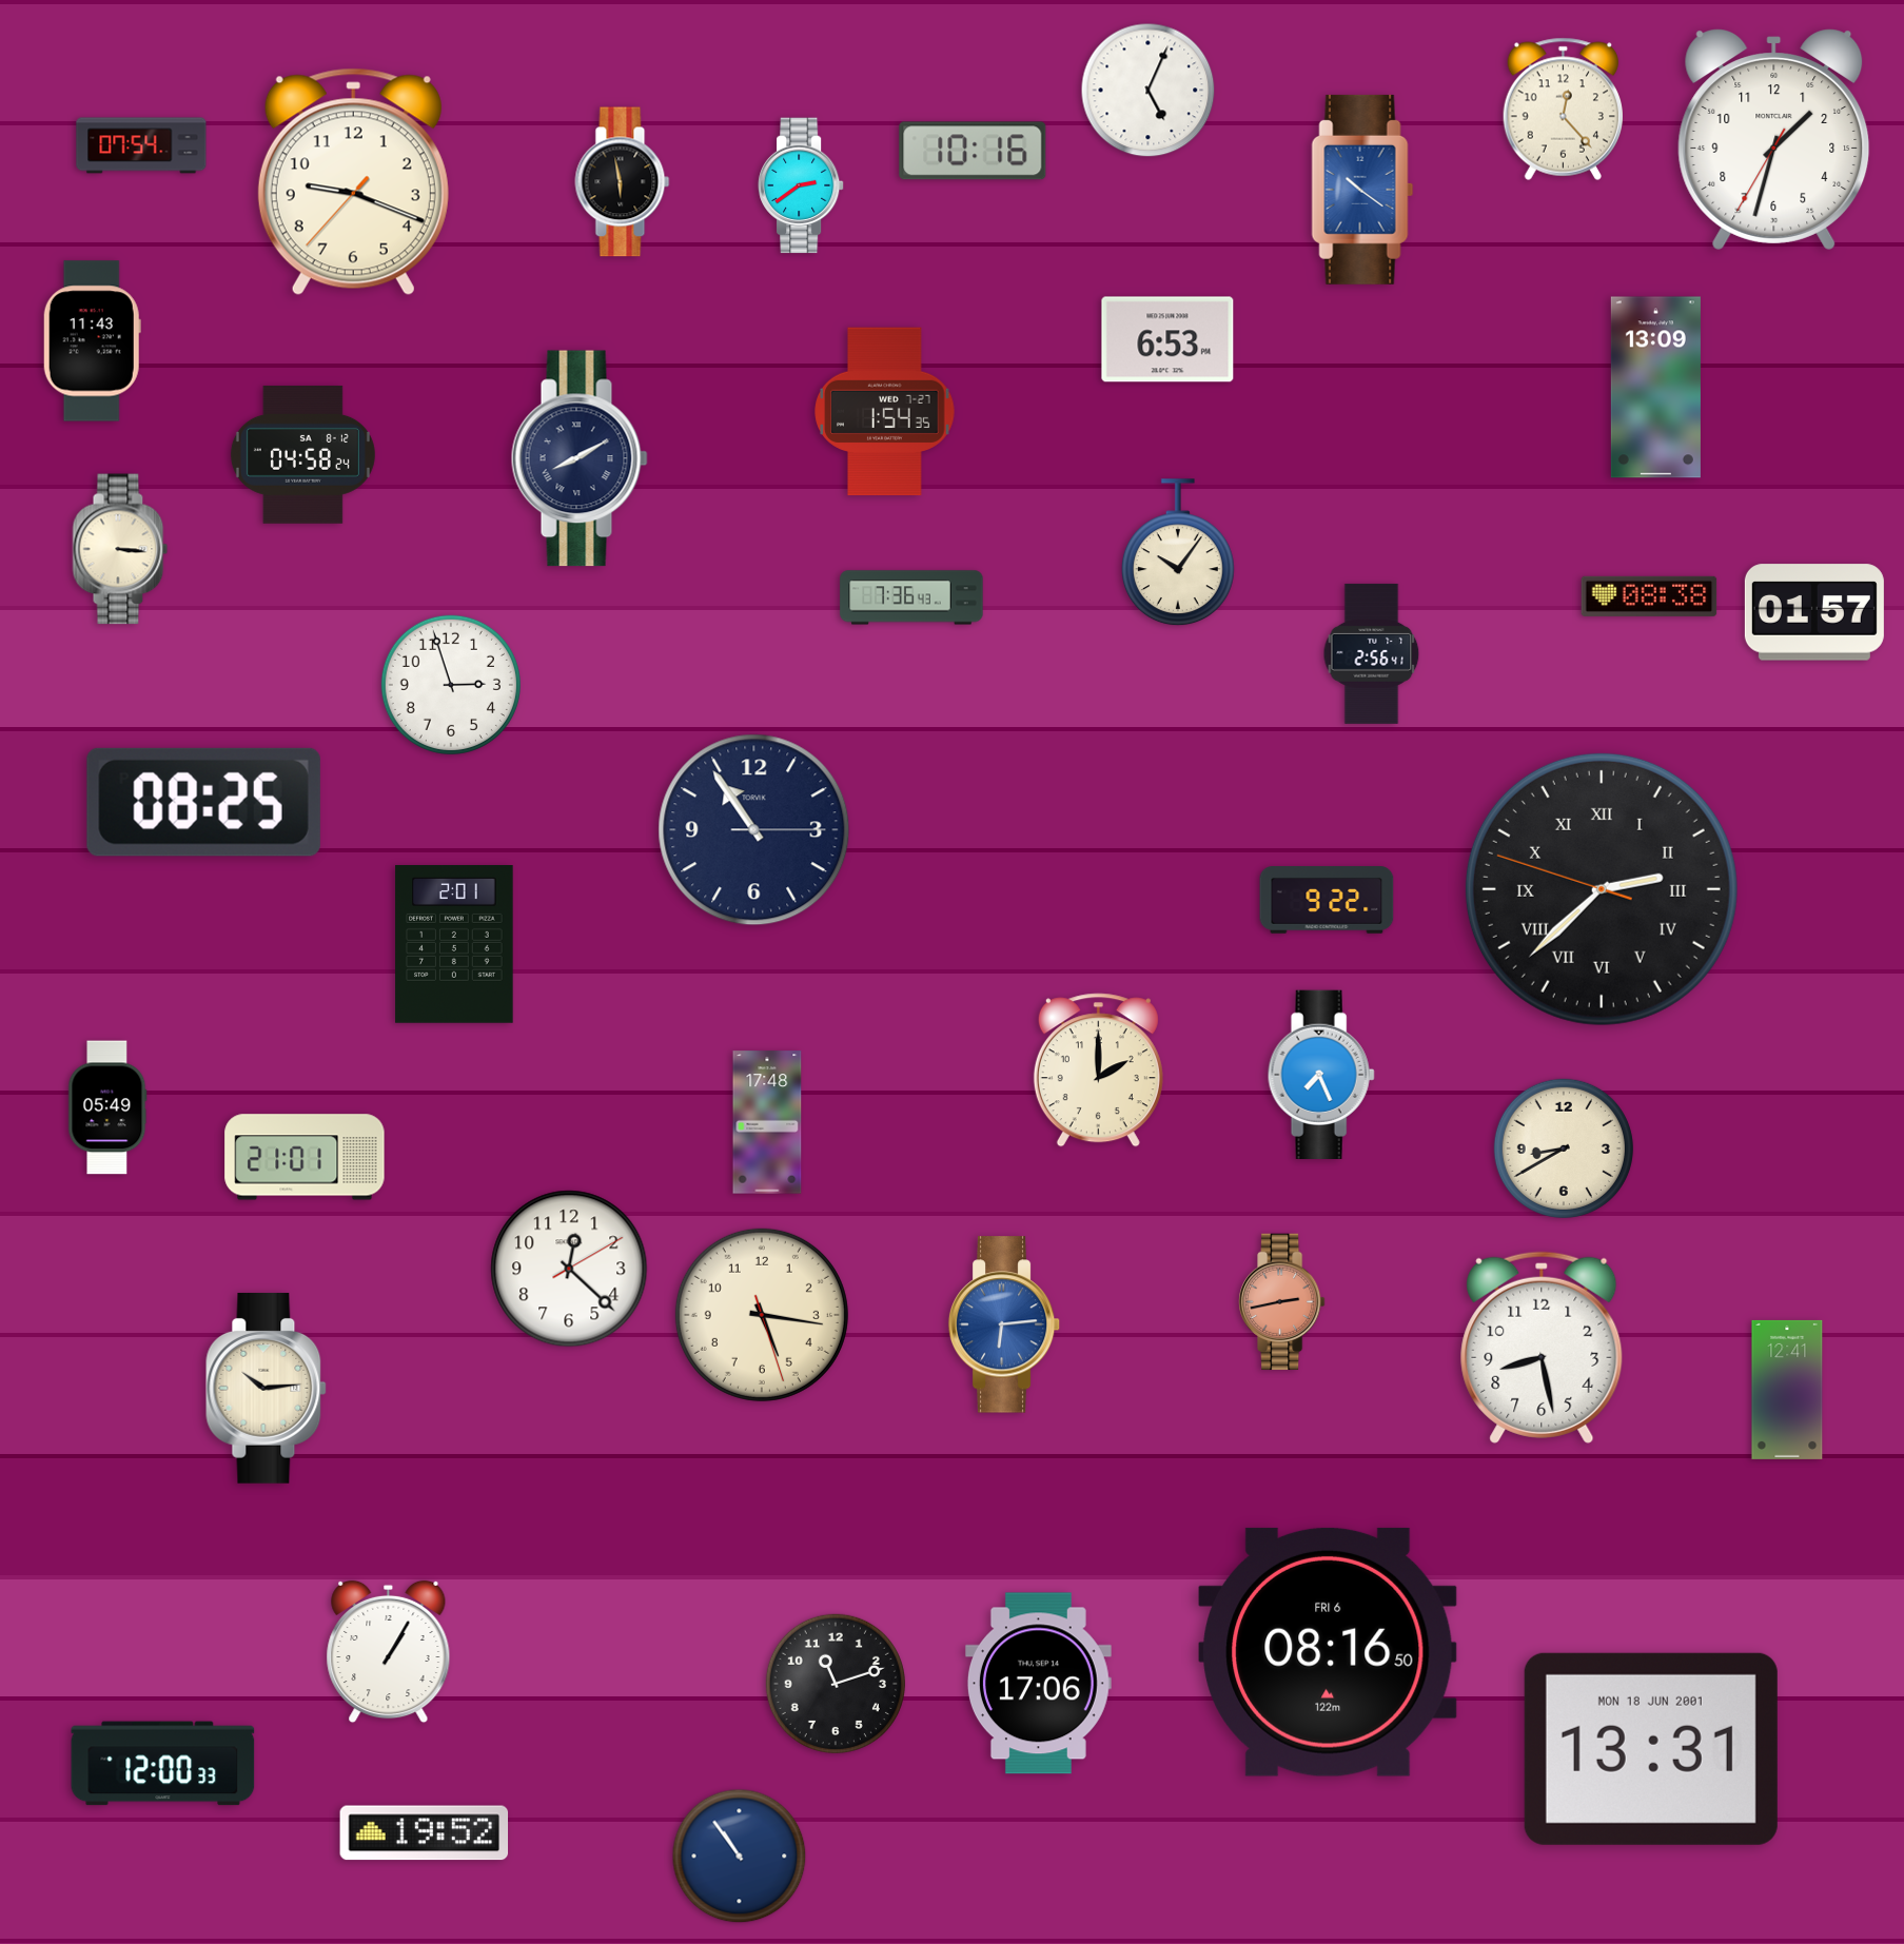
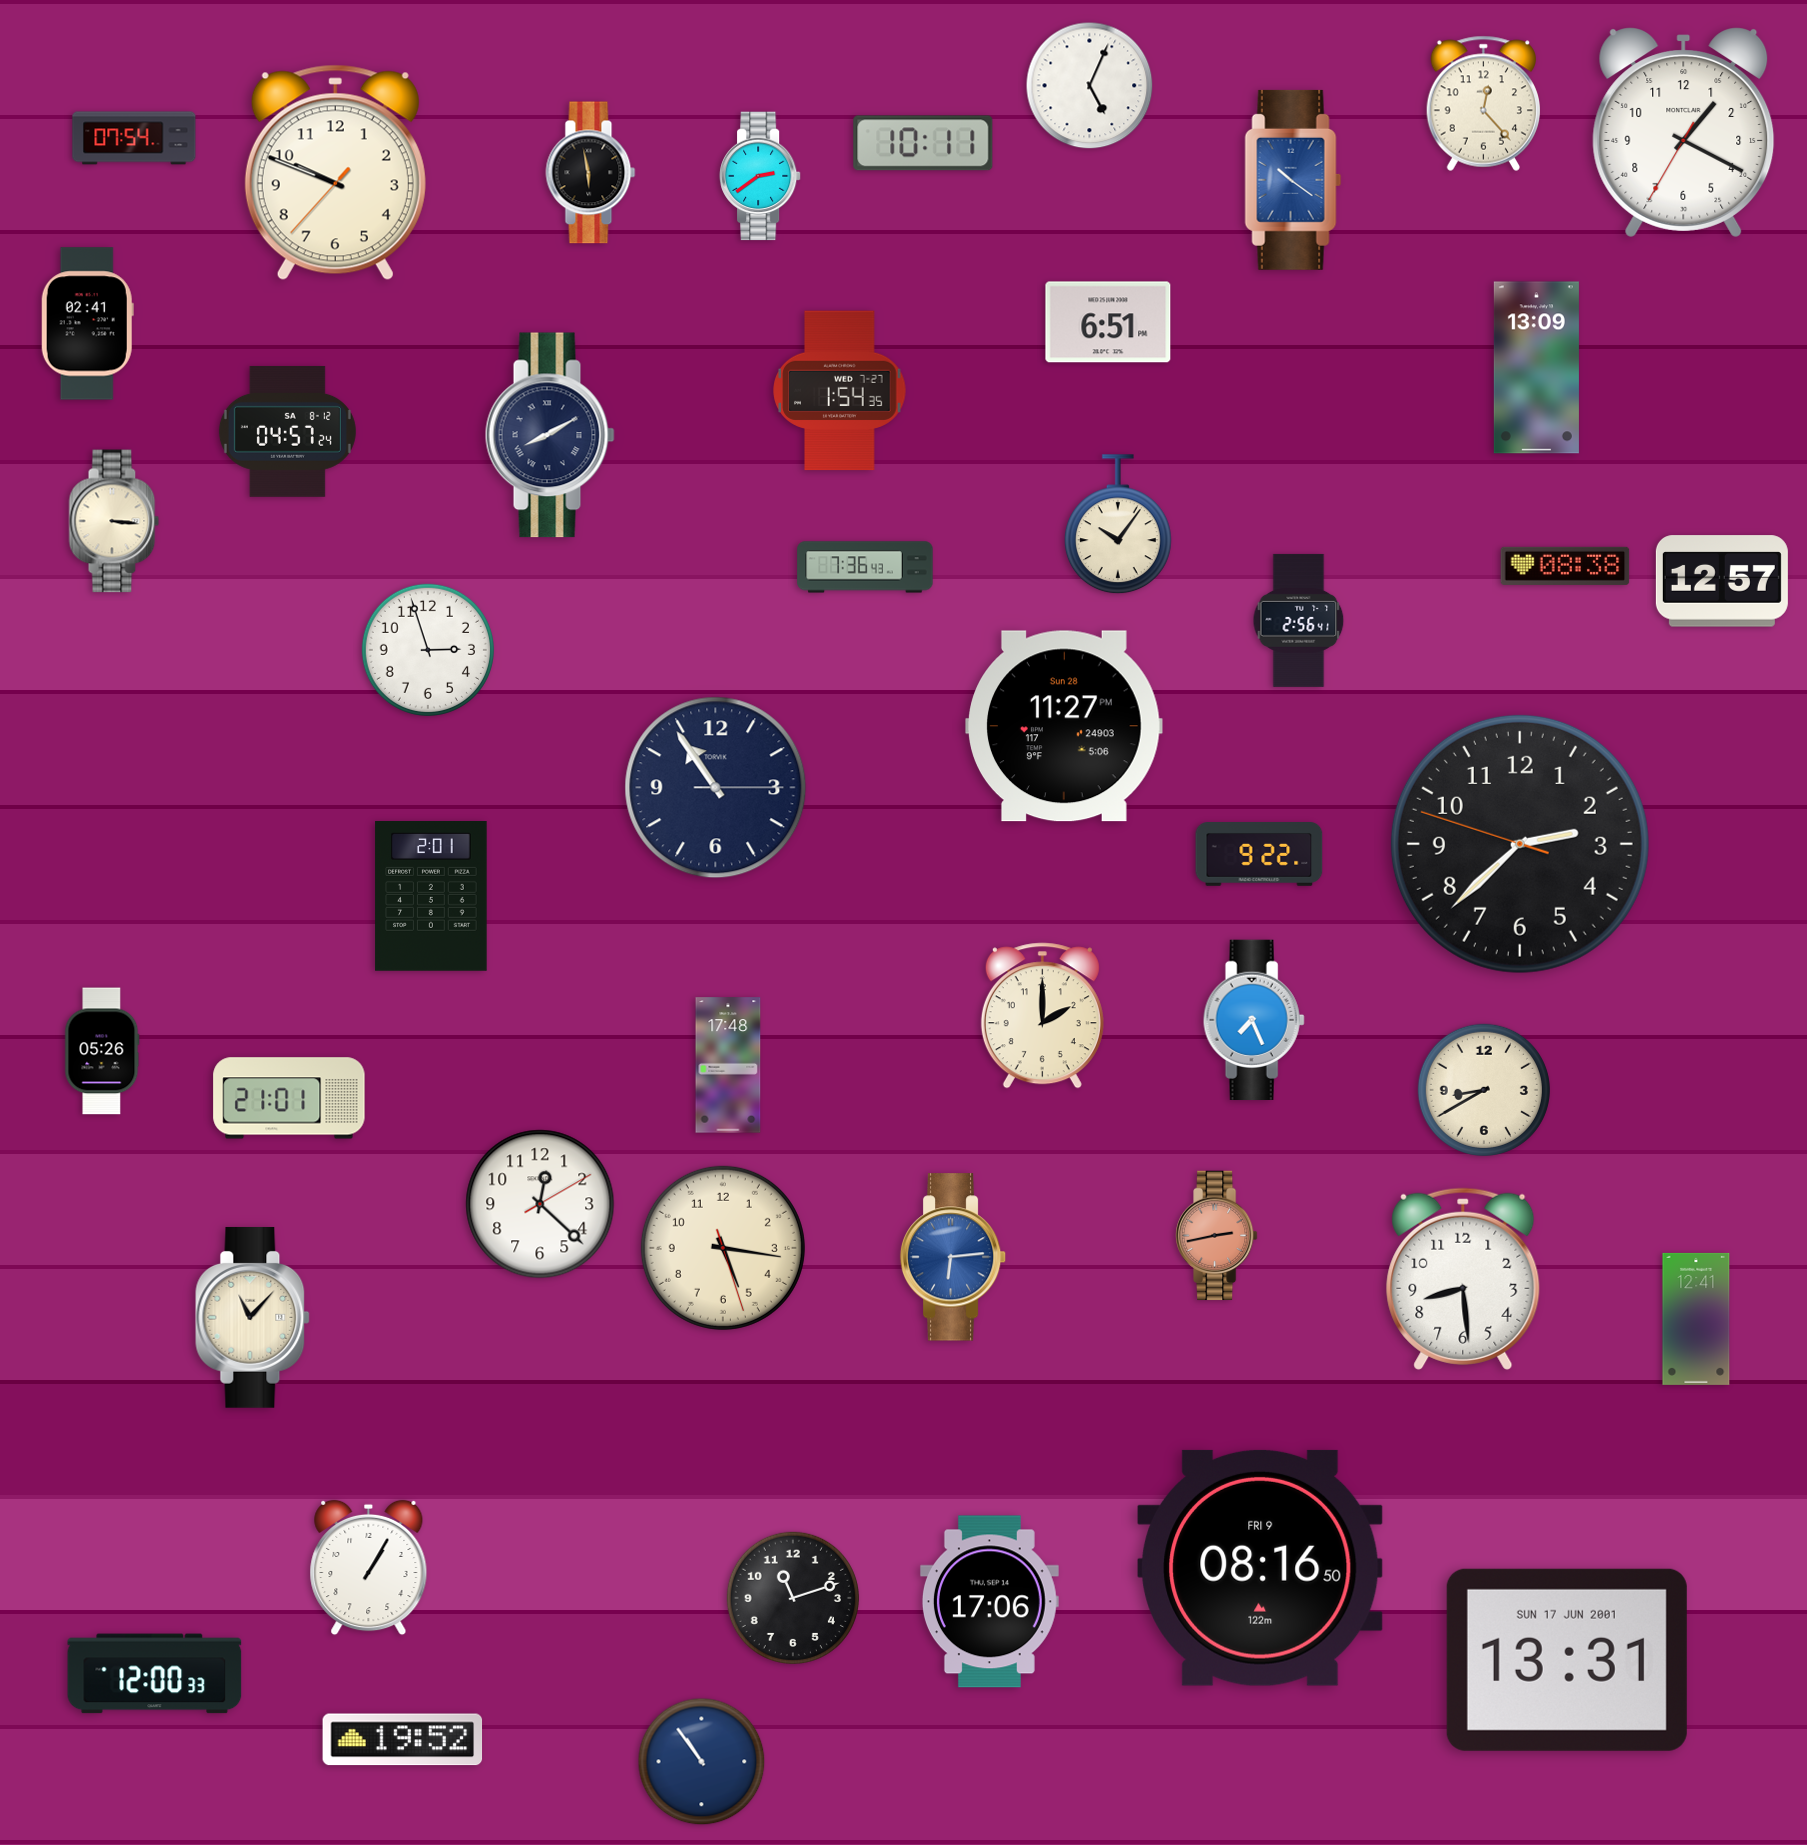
clock at (1774, 139): 1:32 -> 1:19
clock at (973, 151): 10:16 -> 10:11
clock at (353, 182): 9:18 -> 9:48
clock at (1167, 339): 6:53 -> 6:51
clock at (92, 341): 11:43 -> 02:41
clock at (1655, 388) position: (1655, 388) -> (1536, 368)
clock at (302, 454): 04:58 -> 04:57
clock at (1814, 612): 01:57 -> 12:57
clock at (1372, 653) position: (1372, 653) -> (1299, 620)
clock at (1064, 726): none -> 11:27
clock at (203, 802): 08:25 -> none
clock at (1602, 889) numerals: Roman -> Arabic
clock at (107, 1107): 05:49 -> 05:26
clock at (1542, 1348): 8:28 -> 8:29
clock at (267, 1388): 10:14 -> 11:07
clock at (1329, 1652) date: FRI 6 -> FRI 9
clock at (1038, 1684) position: (1038, 1684) -> (989, 1602)
clock at (1651, 1749) date: MON 18 JUN 2001 -> SUN 17 JUN 2001
